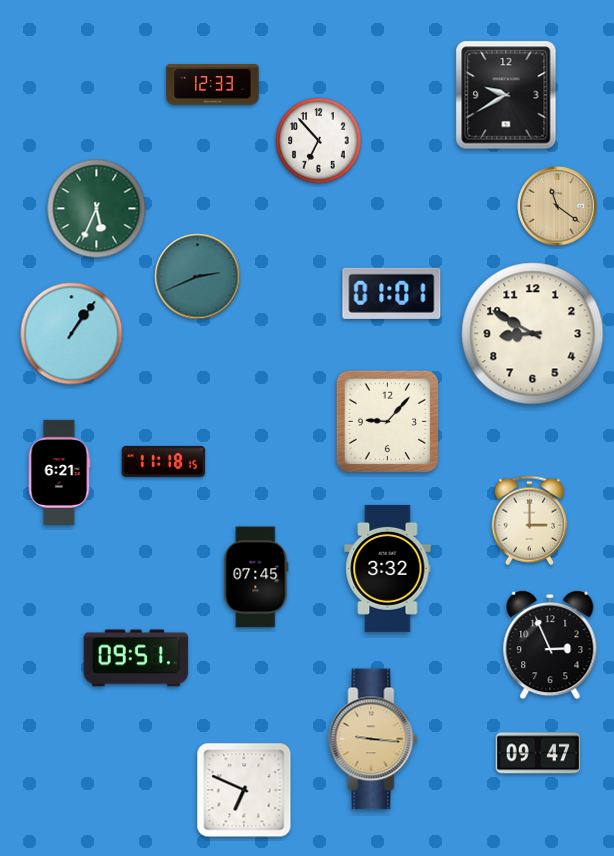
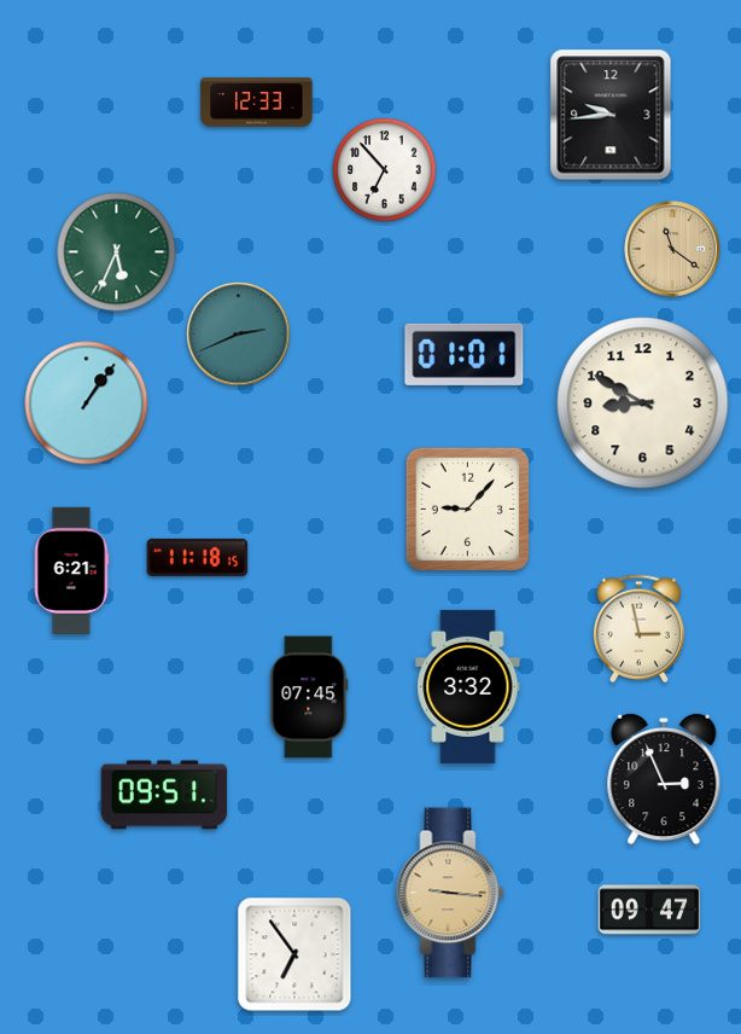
clock at (506, 95): 9:40 -> 9:44
clock at (392, 293) position: (392, 293) -> (465, 354)
clock at (529, 521): 3:00 -> 2:58
clock at (244, 790): 6:49 -> 6:54
